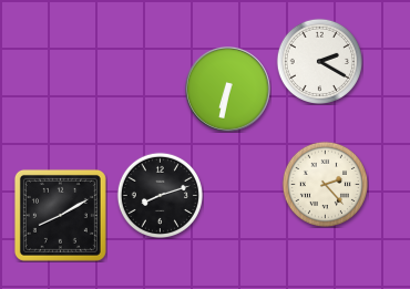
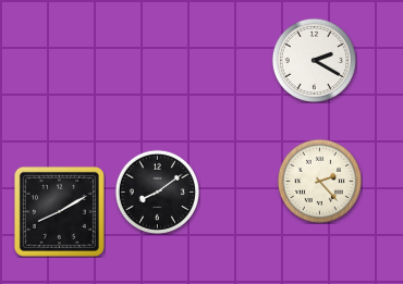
clock at (228, 90): 6:32 -> none
clock at (160, 195): 8:12 -> 8:09
